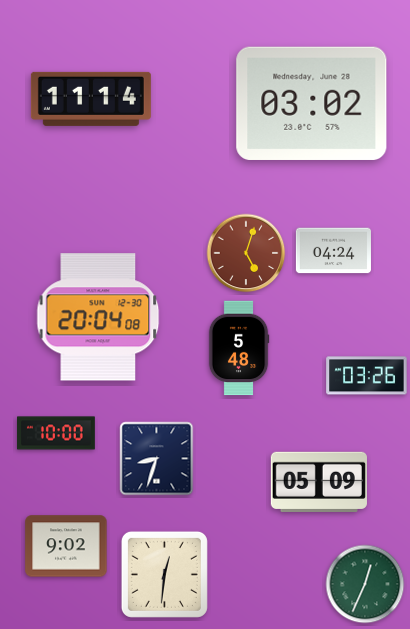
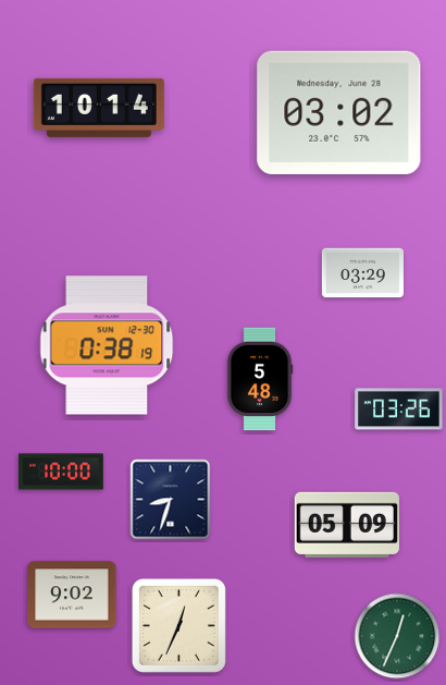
clock at (91, 99): 11:14 -> 10:14
clock at (333, 251): 04:24 -> 03:29
clock at (246, 253): 5:03 -> none
clock at (98, 317): 20:04 -> 0:38
clock at (164, 574): 12:31 -> 12:34
